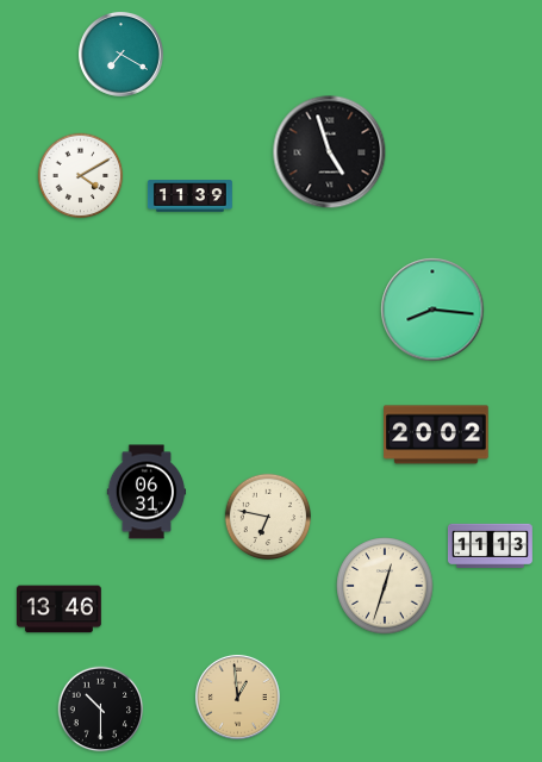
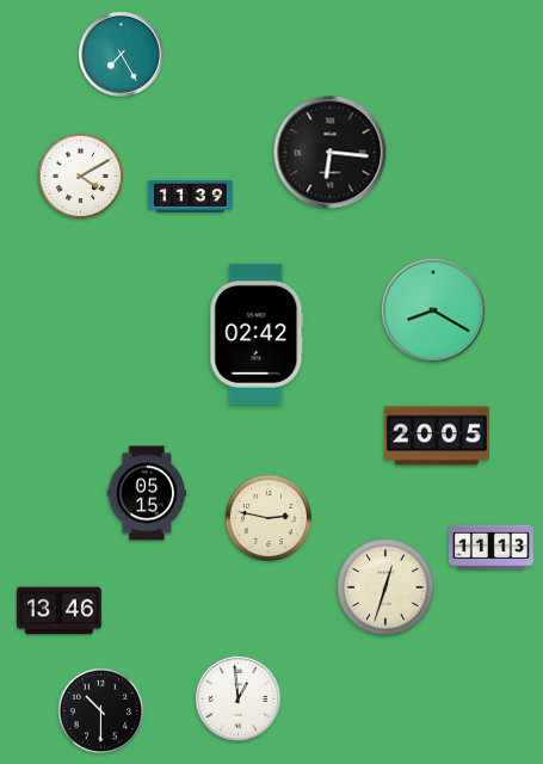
clock at (120, 54): 7:20 -> 7:25
clock at (330, 152): 4:57 -> 6:16
clock at (432, 310): 8:16 -> 8:20
clock at (257, 334): none -> 02:42
clock at (436, 435): 20:02 -> 20:05
clock at (147, 492): 06:31 -> 05:15
clock at (268, 517): 6:47 -> 2:47
clock at (237, 697) dial: champagne -> white
